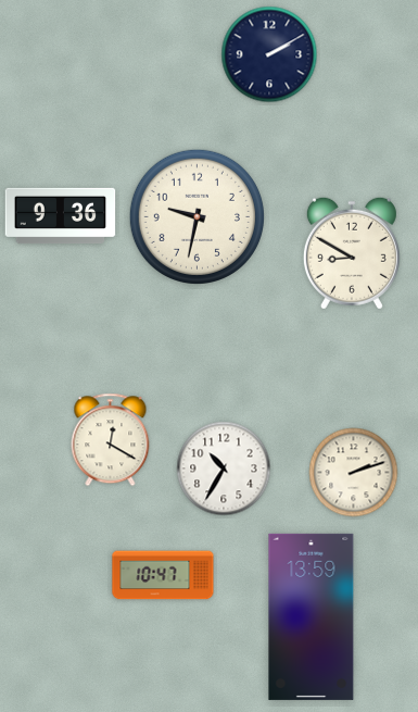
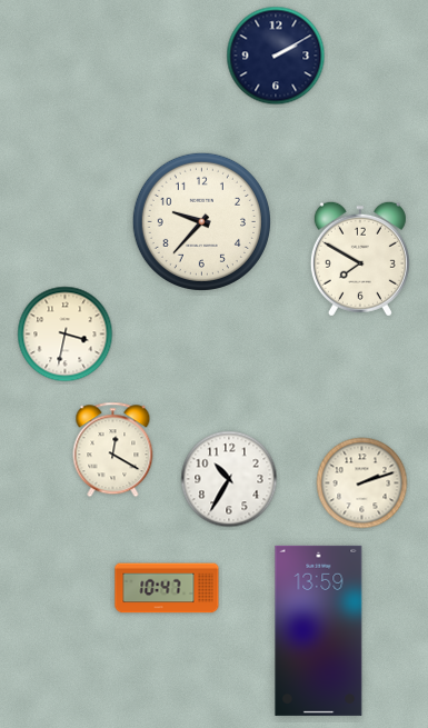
clock at (61, 216): 9:36 -> none
clock at (197, 216): 9:32 -> 9:37
clock at (352, 253): 8:50 -> 7:50
clock at (66, 335): none -> 3:32
